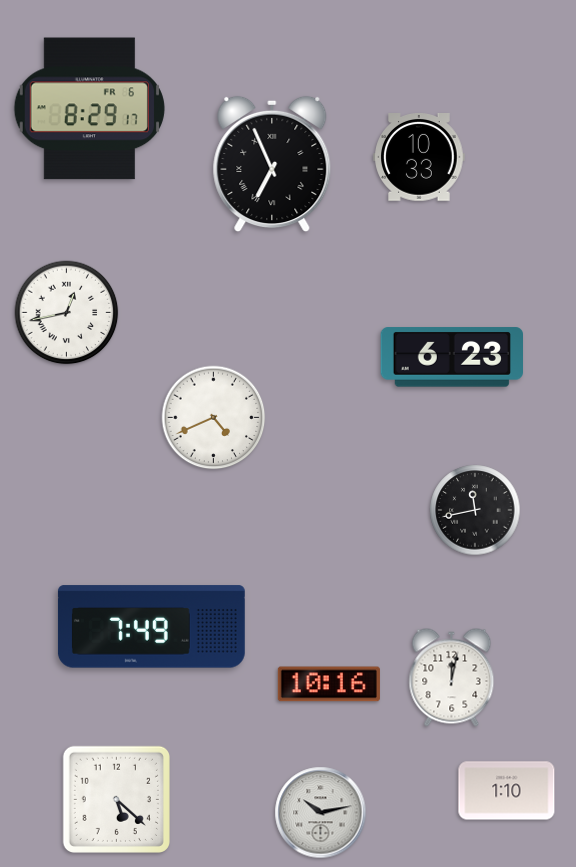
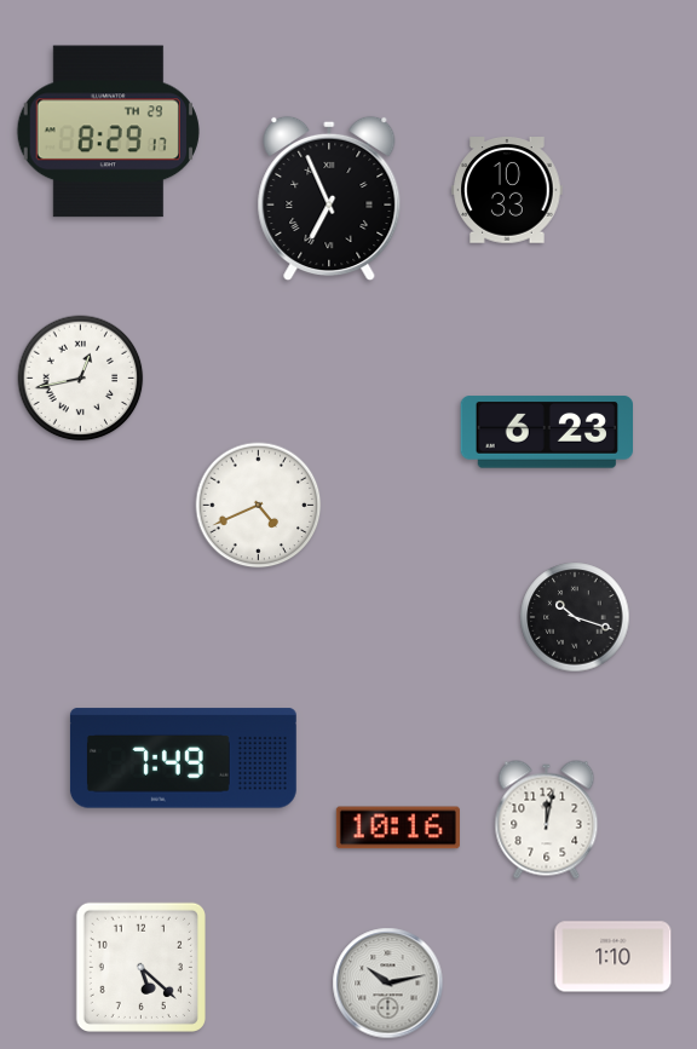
clock at (89, 109) date: FR 6 -> TH 29
clock at (475, 510): 11:43 -> 10:18
